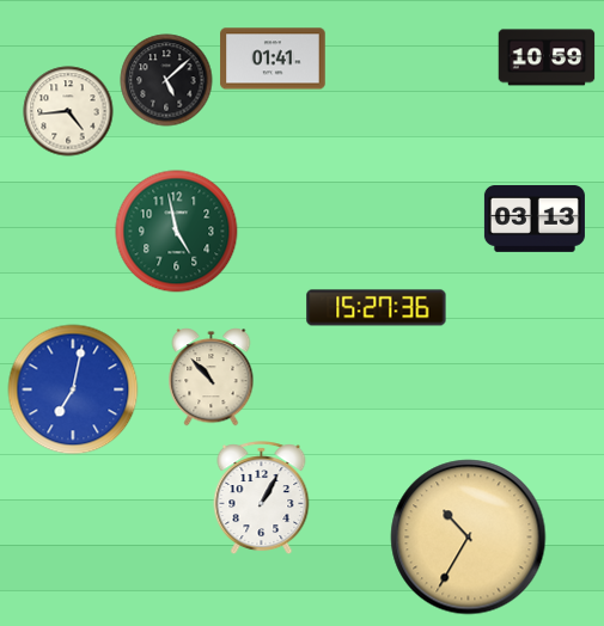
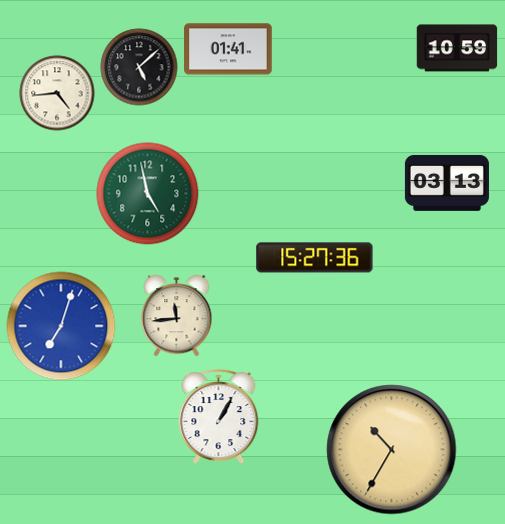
clock at (212, 378): 10:53 -> 11:44
clock at (73, 389): 7:02 -> 7:03
